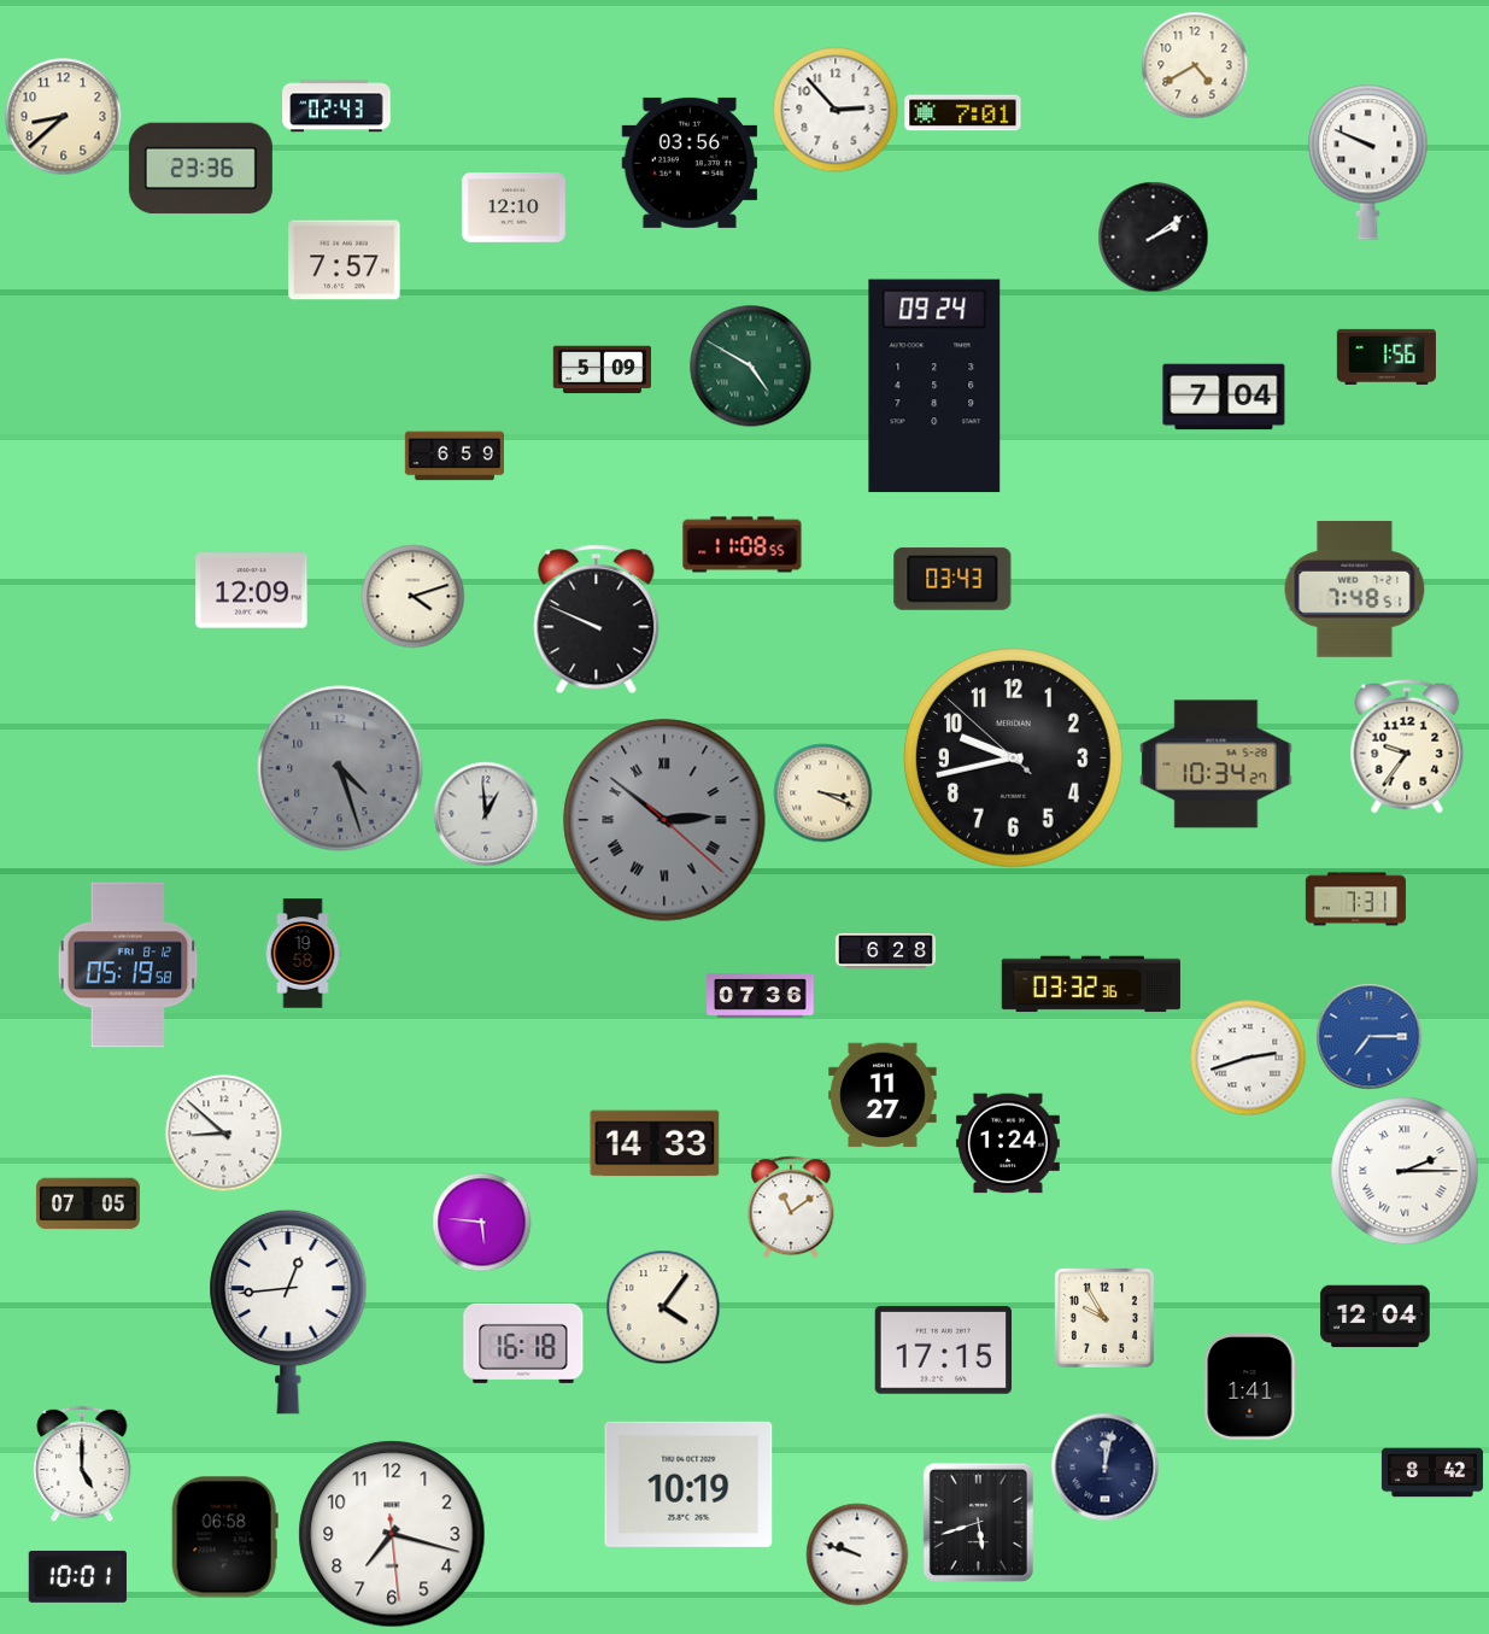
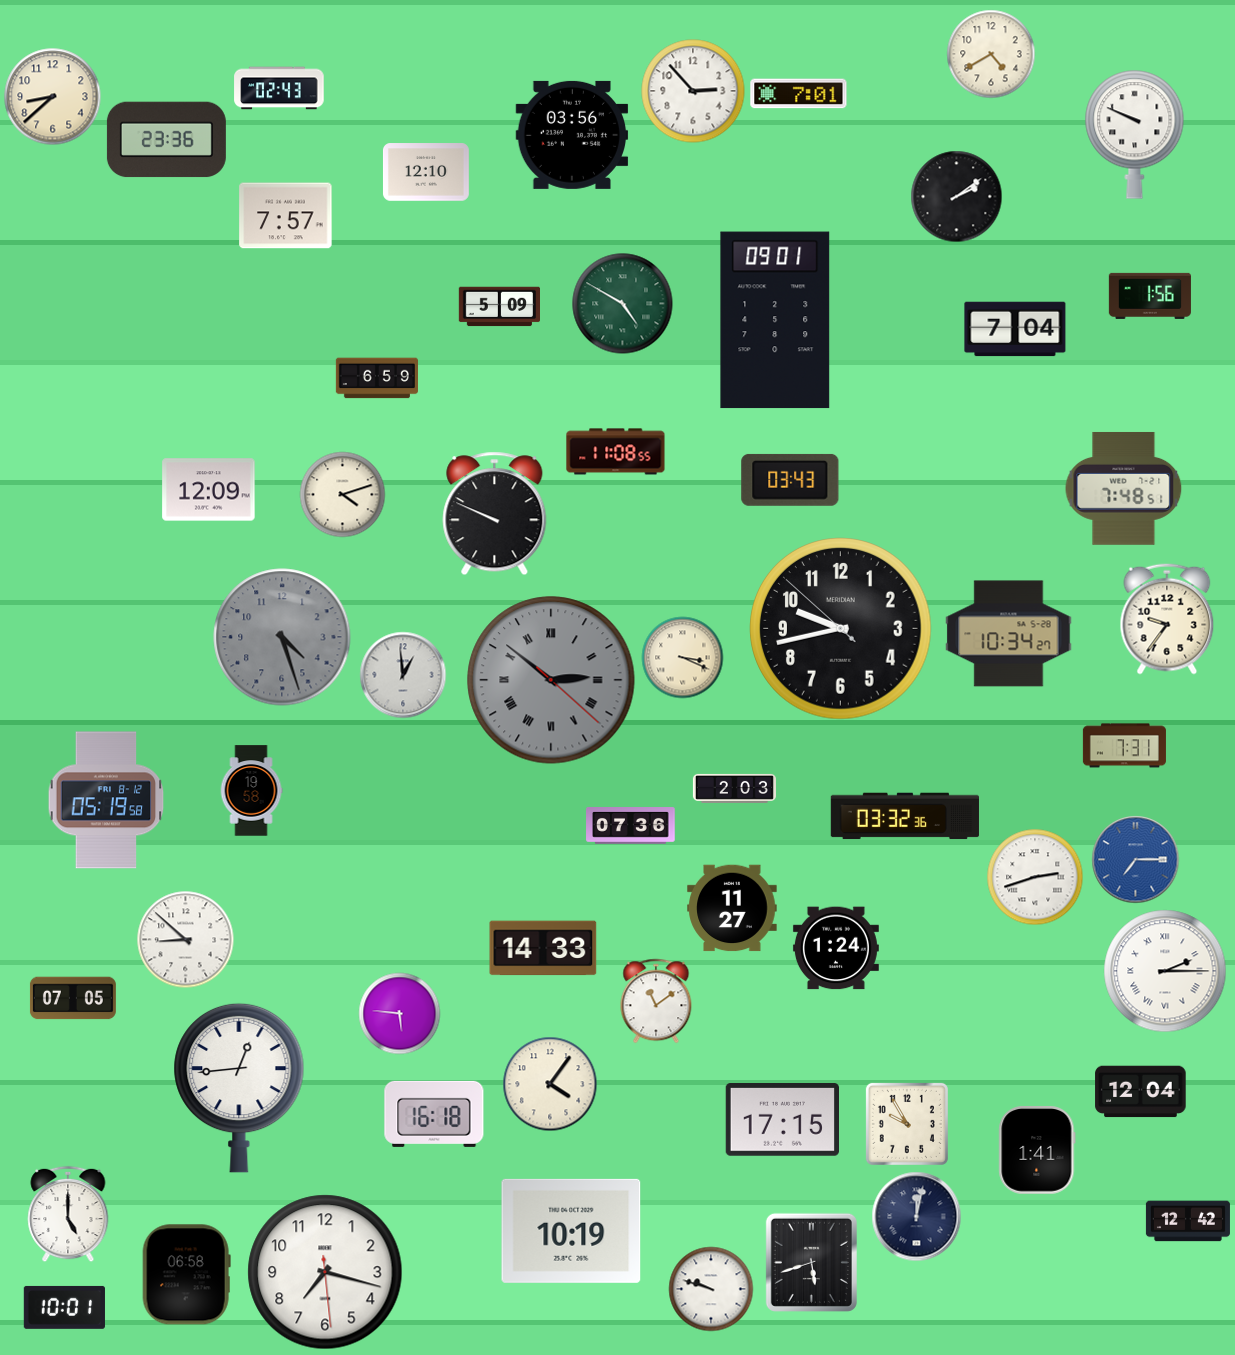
clock at (934, 386): 09:24 -> 09:01
clock at (885, 950): 6:28 -> 2:03
clock at (1104, 1318) position: (1104, 1318) -> (907, 1124)
clock at (1432, 1472): 8:42 -> 12:42
